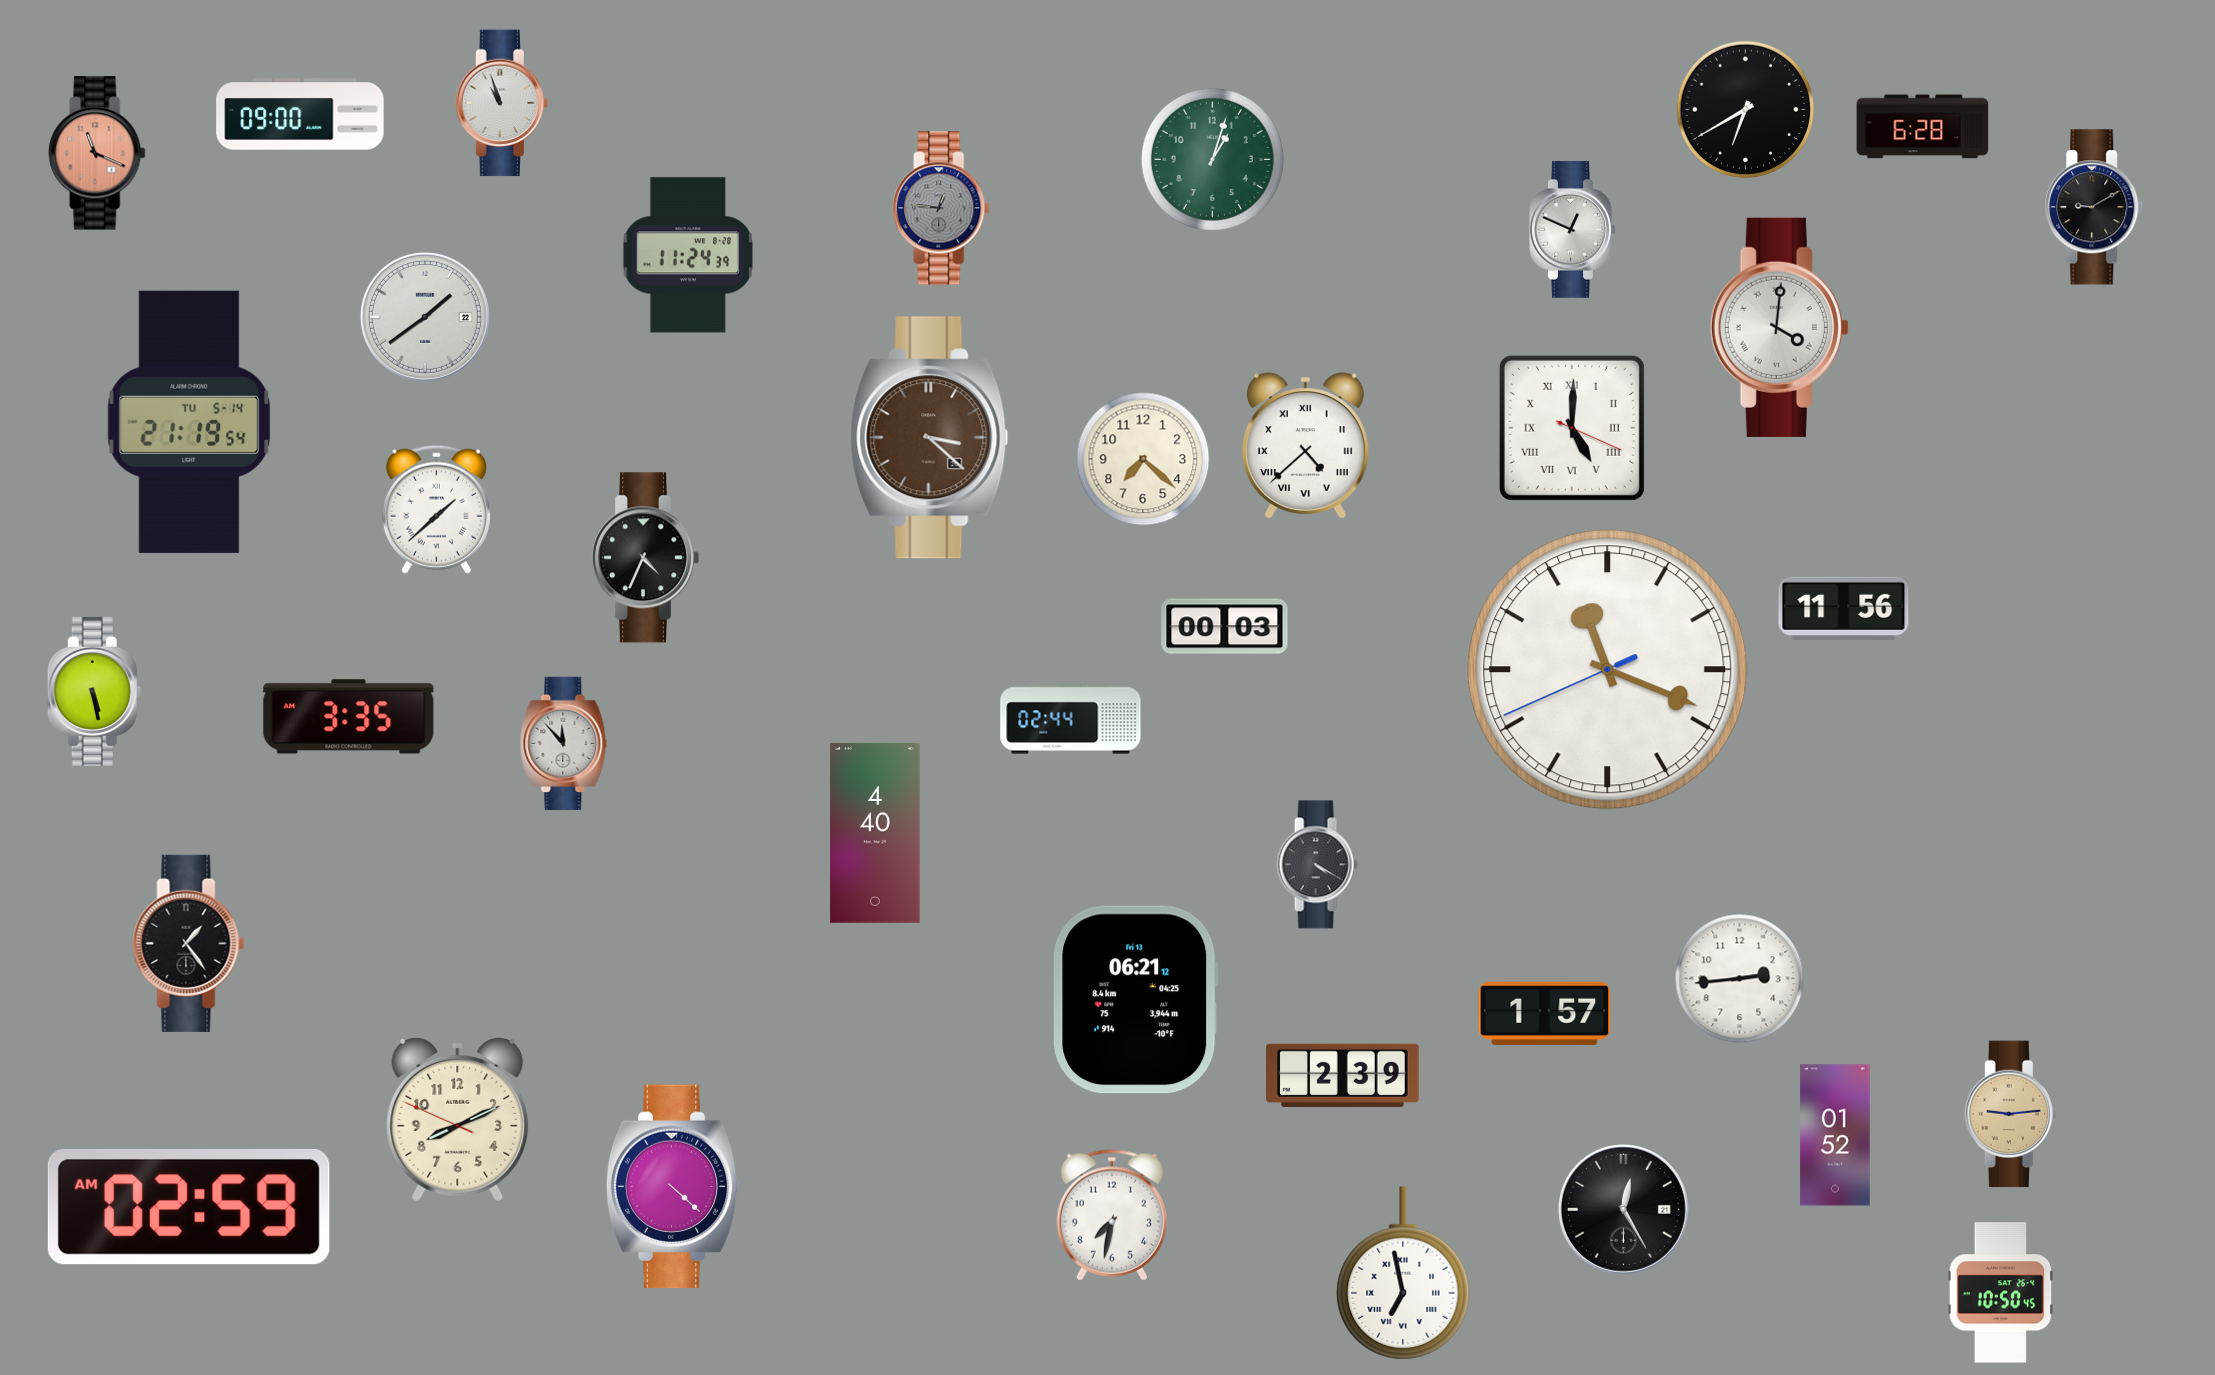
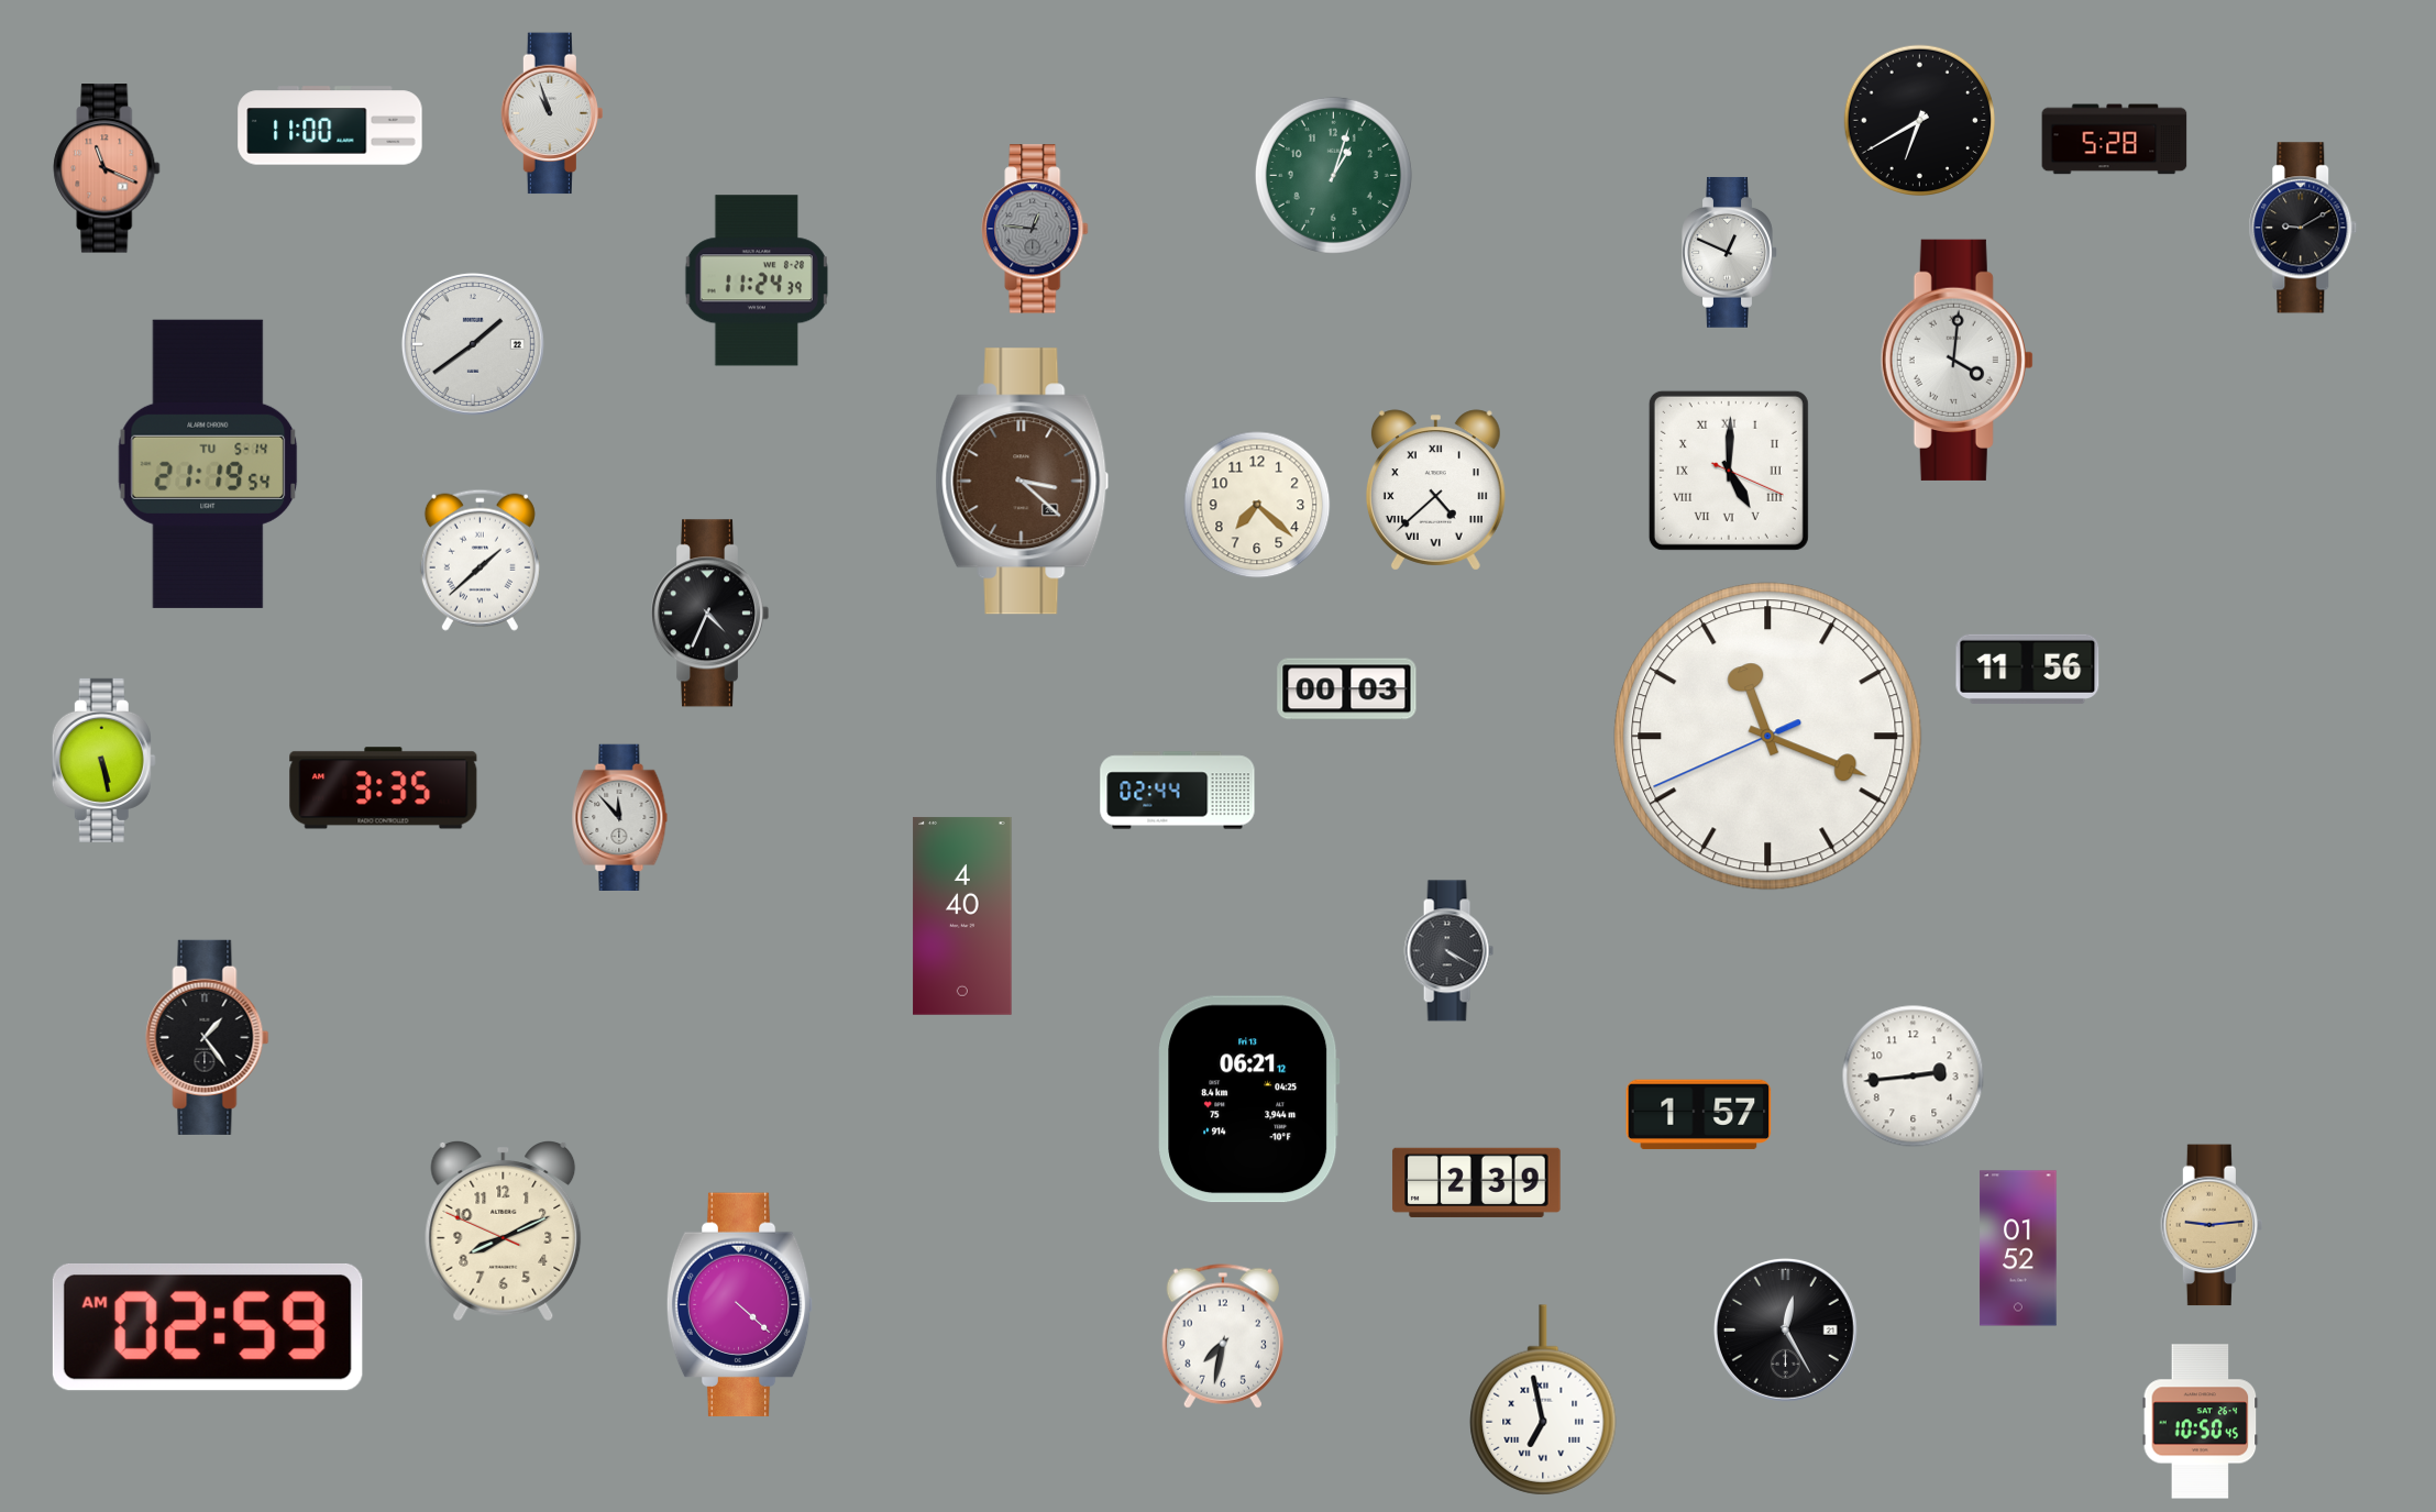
clock at (300, 114): 09:00 -> 11:00
clock at (1923, 127): 6:28 -> 5:28
clock at (425, 317) position: (425, 317) -> (473, 344)
